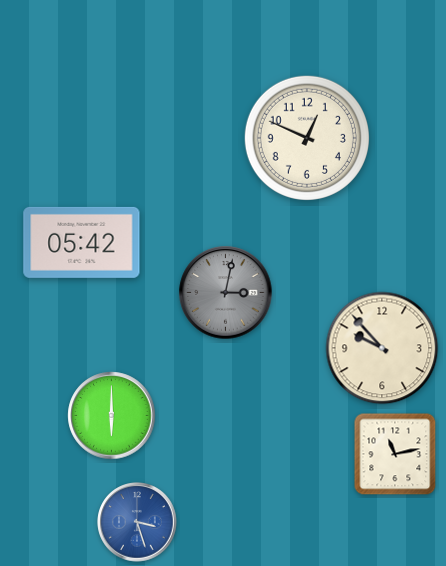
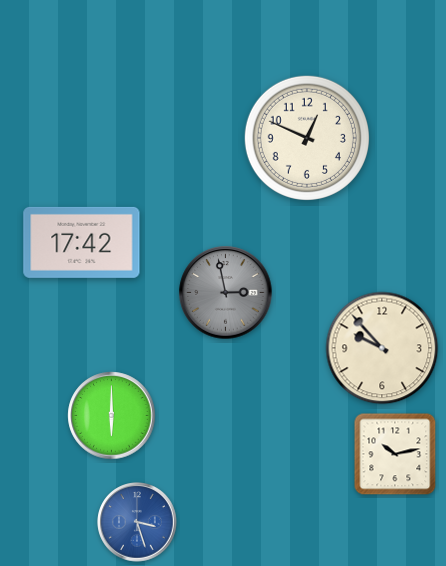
clock at (82, 242): 05:42 -> 17:42
clock at (226, 293): 3:02 -> 2:58
clock at (395, 454): 11:13 -> 10:13
